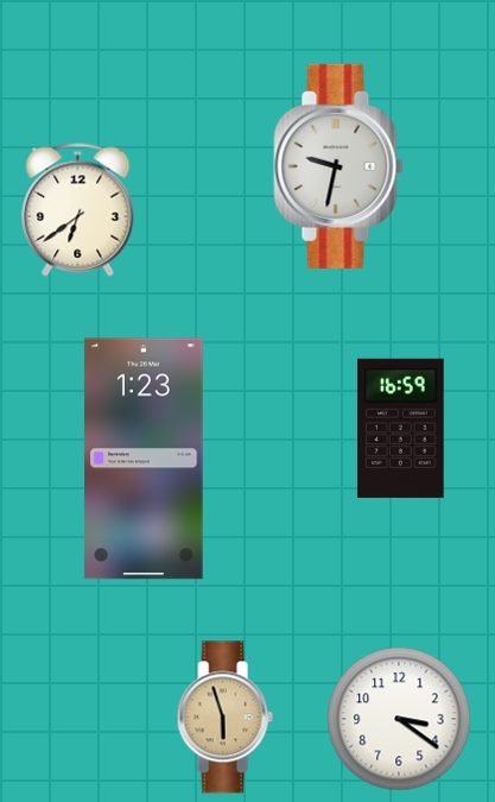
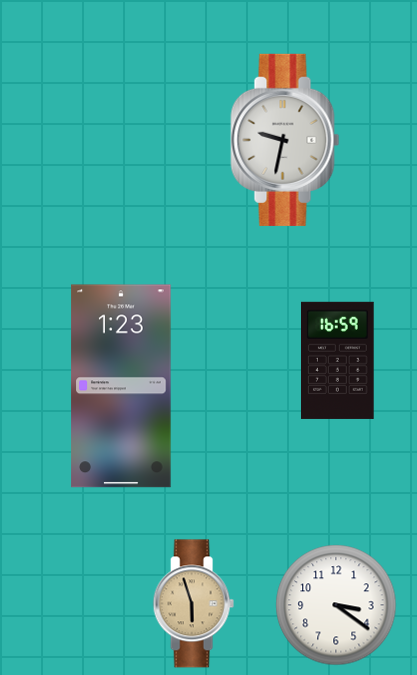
clock at (78, 210): 6:39 -> none
clock at (224, 718) position: (224, 718) -> (193, 604)
